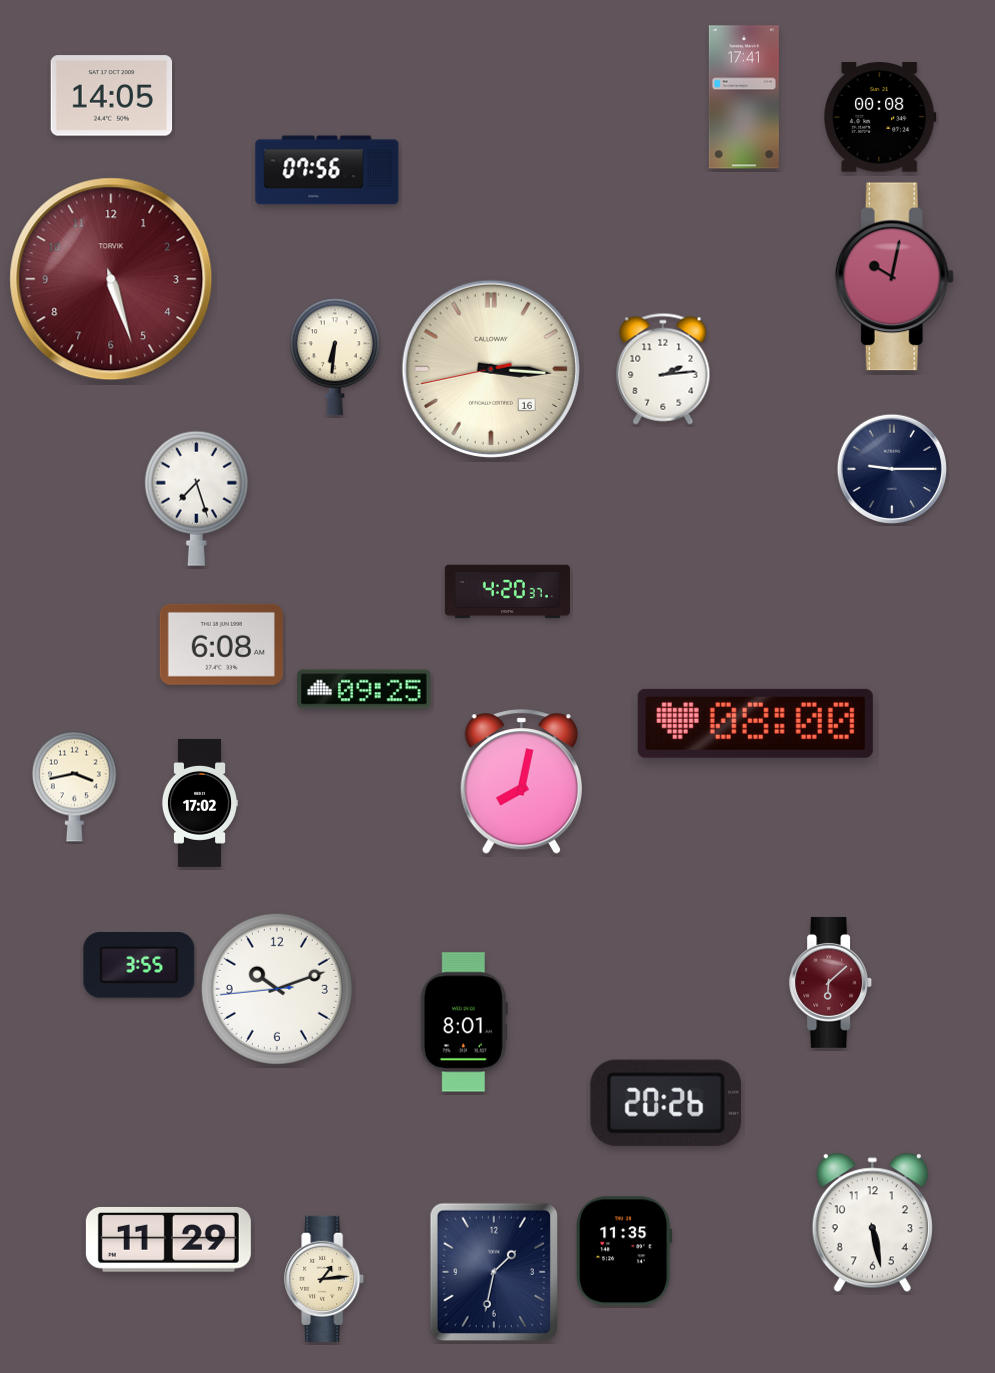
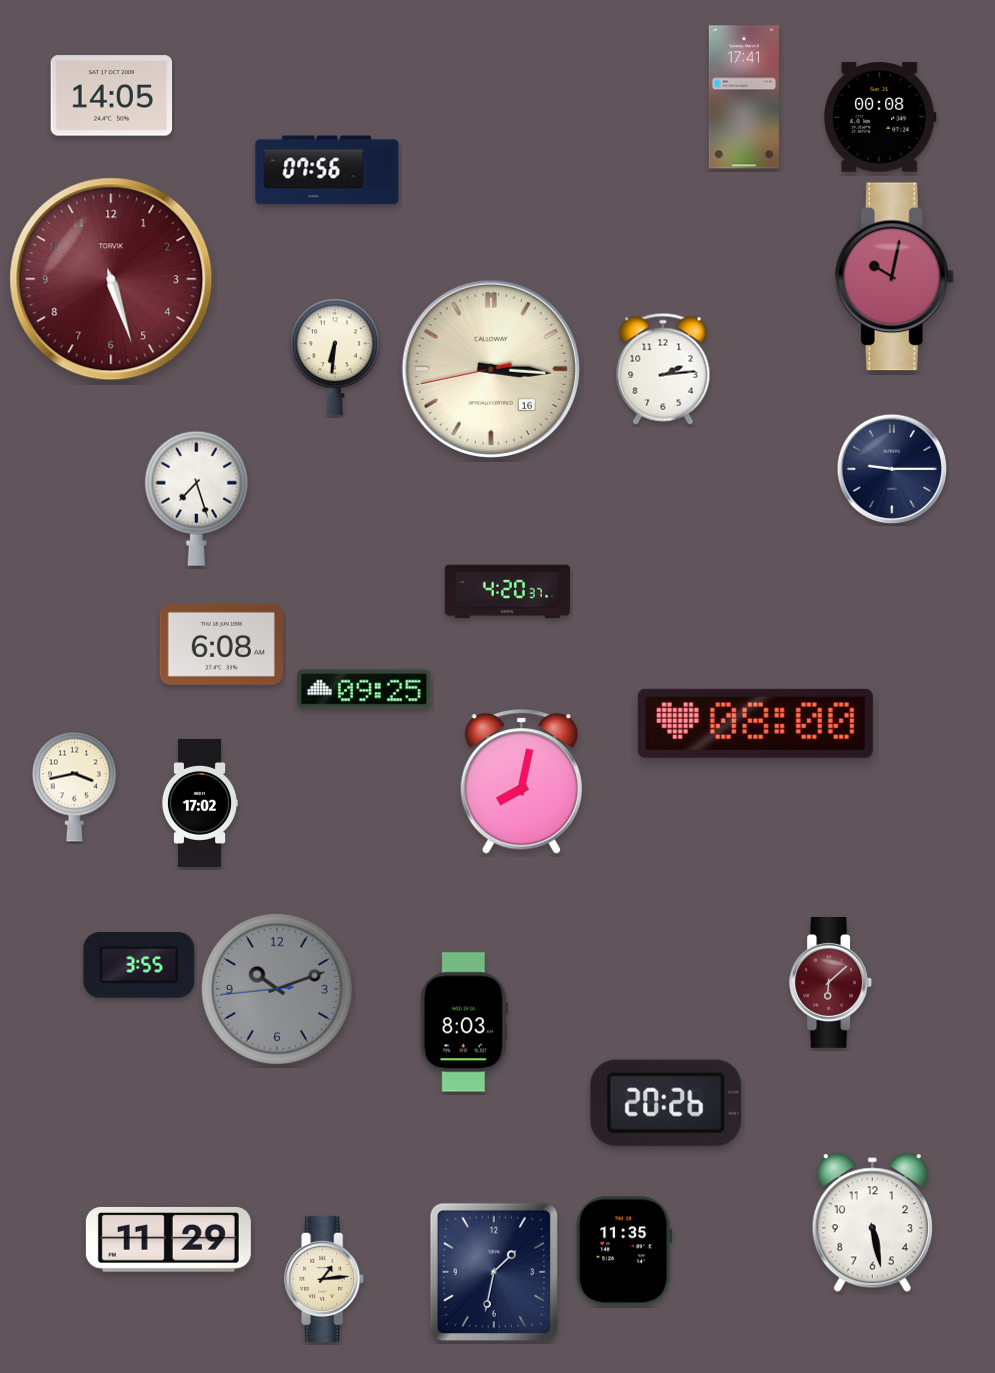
clock at (277, 989) dial: white -> grey
clock at (464, 1022): 8:01 -> 8:03
